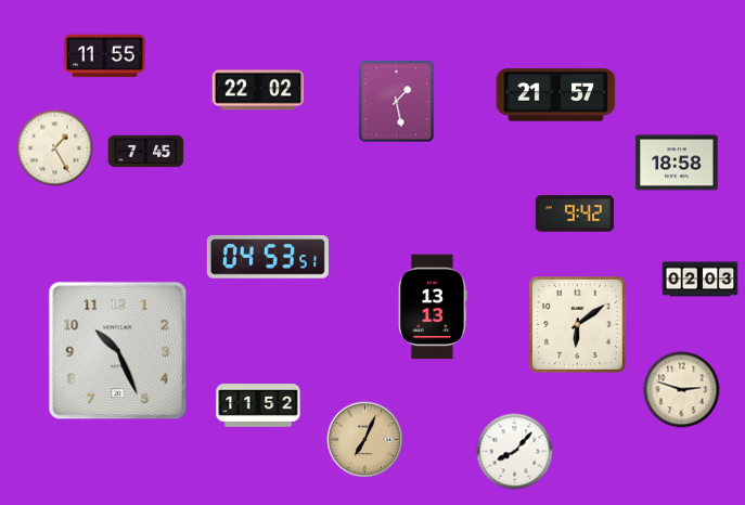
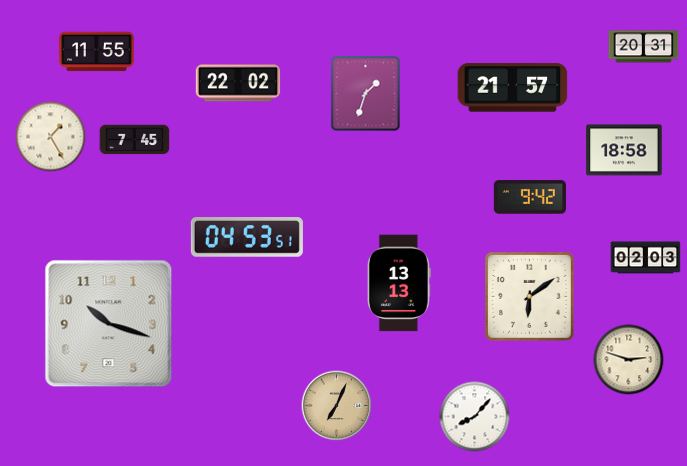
clock at (644, 47): none -> 20:31
clock at (397, 102): 1:28 -> 1:33
clock at (577, 324) position: (577, 324) -> (529, 296)
clock at (118, 351): 10:26 -> 10:18
clock at (258, 406): 11:52 -> none
